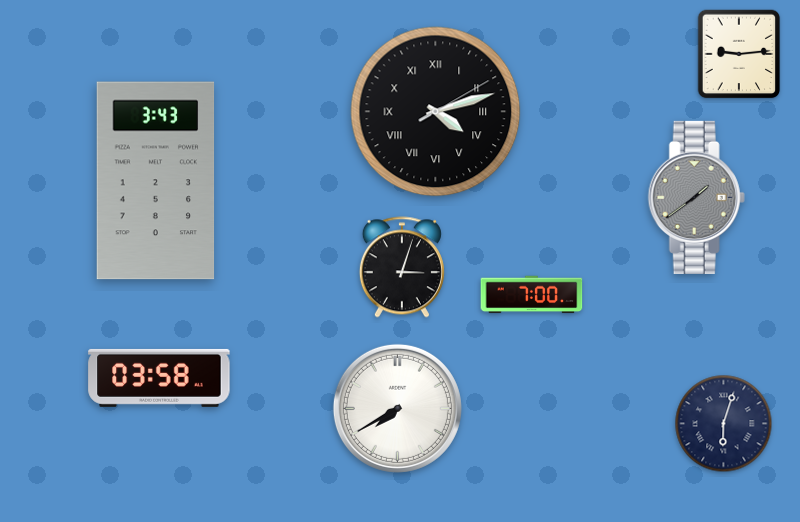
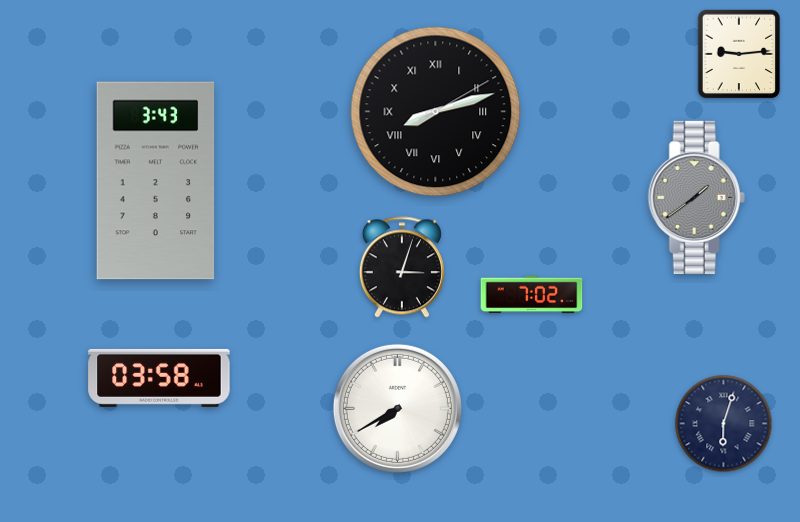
clock at (436, 112): 4:12 -> 8:12
clock at (532, 295): 7:00 -> 7:02
